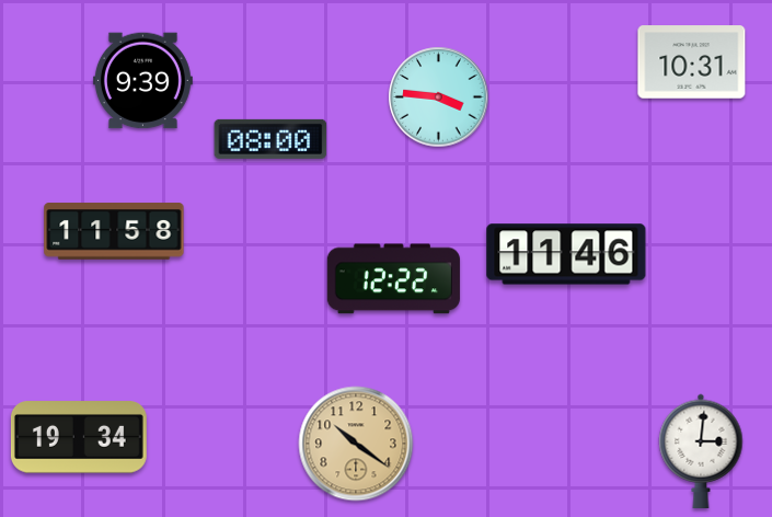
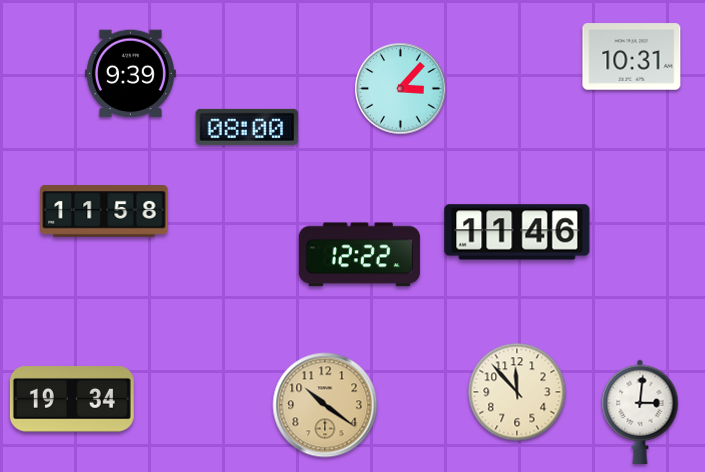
clock at (439, 97): 3:46 -> 3:07
clock at (517, 392): none -> 11:53
